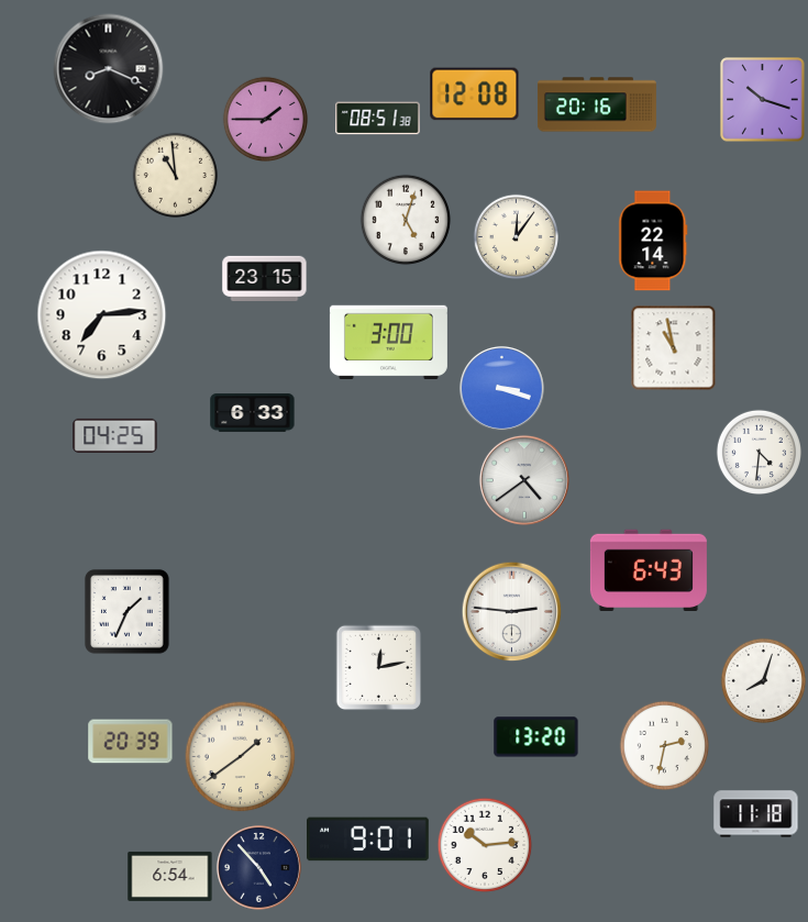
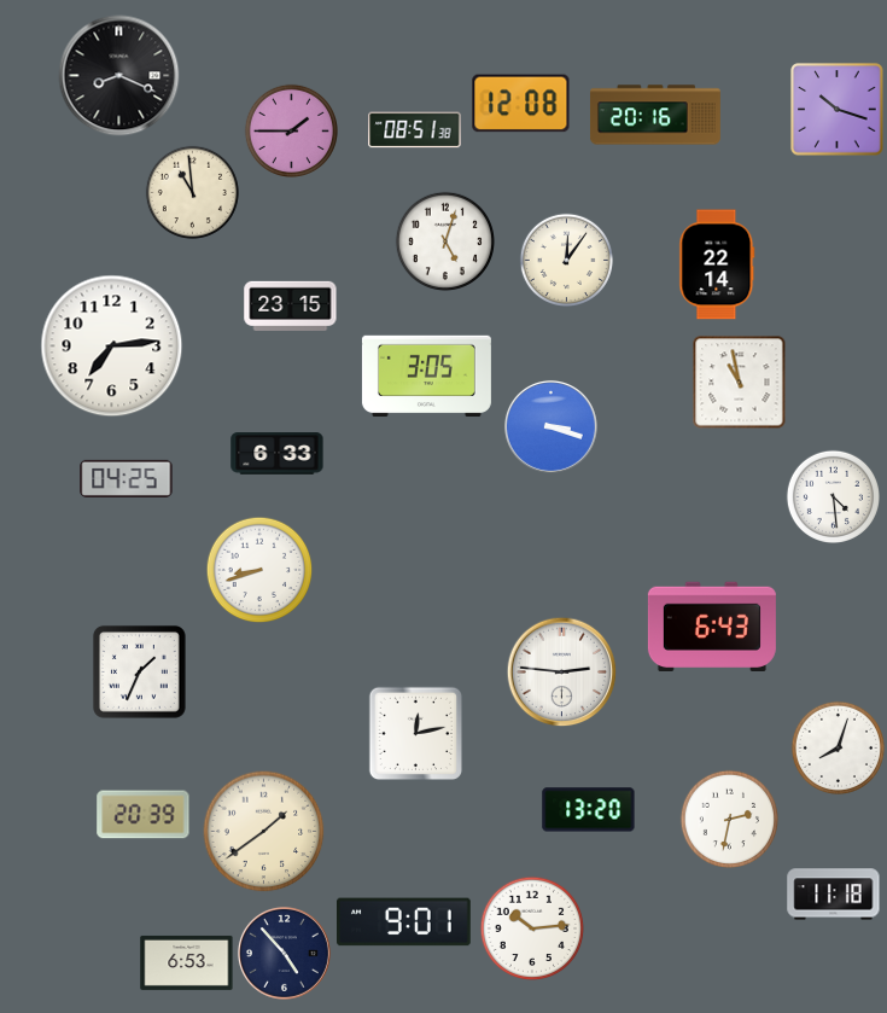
clock at (388, 343): 3:00 -> 3:05
clock at (759, 452): 4:31 -> 4:29
clock at (524, 480): 4:39 -> none
clock at (259, 570): none -> 8:42
clock at (756, 814) position: (756, 814) -> (834, 895)
clock at (170, 876): 6:54 -> 6:53
